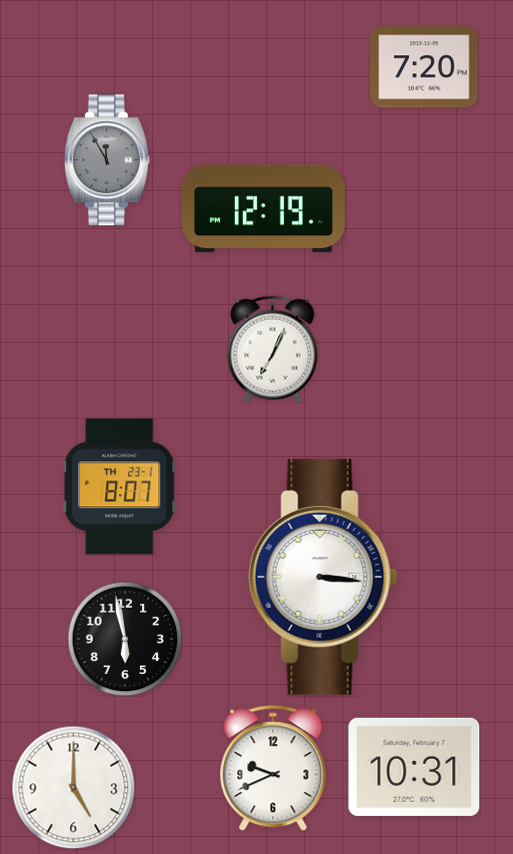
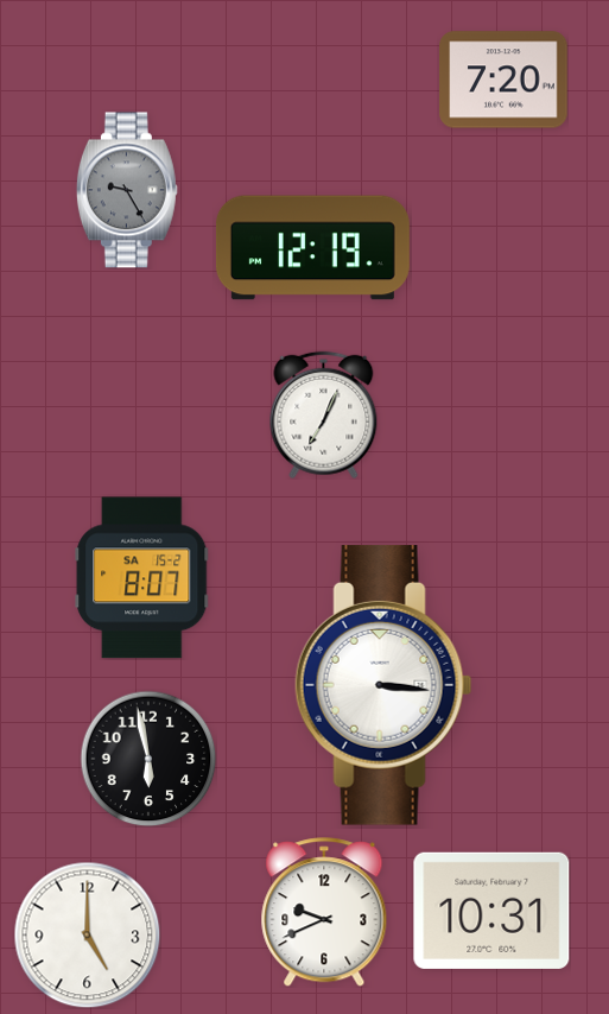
clock at (107, 160): 11:55 -> 9:25
clock at (120, 487) date: TH 23-1 -> SA 15-2
